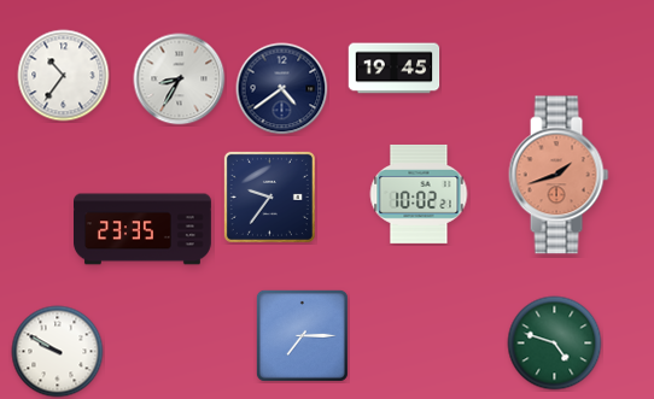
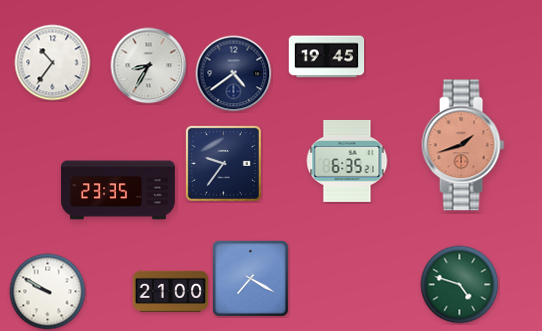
clock at (419, 194): 10:02 -> 6:35
clock at (302, 335): 7:15 -> 7:20
clock at (171, 291): none -> 21:00
